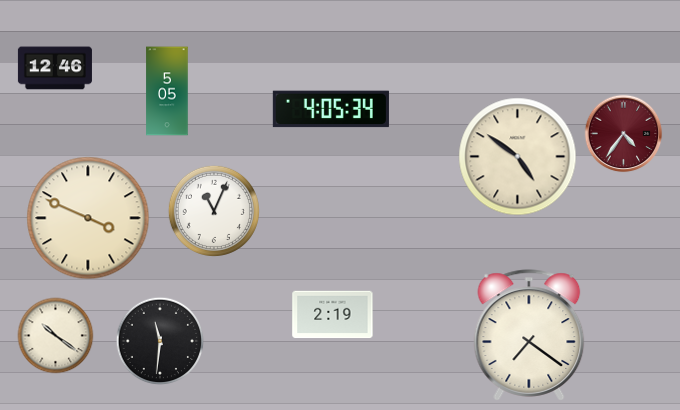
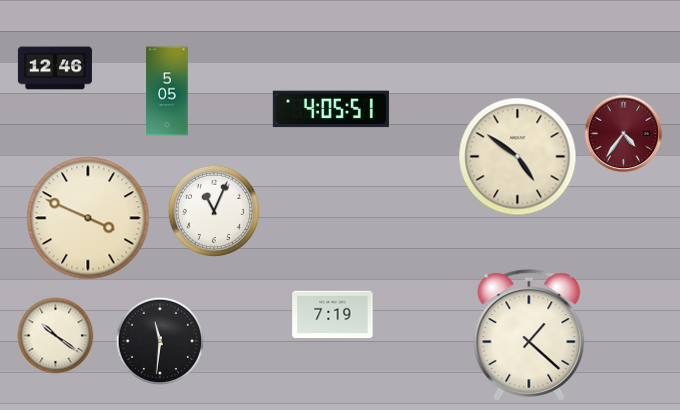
clock at (331, 109): 4:05:34 -> 4:05:51
clock at (333, 315): 2:19 -> 7:19
clock at (529, 335): 7:21 -> 1:22
